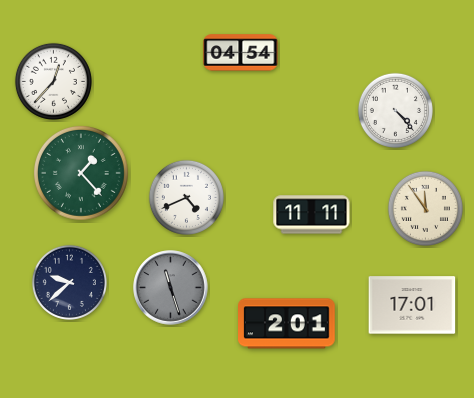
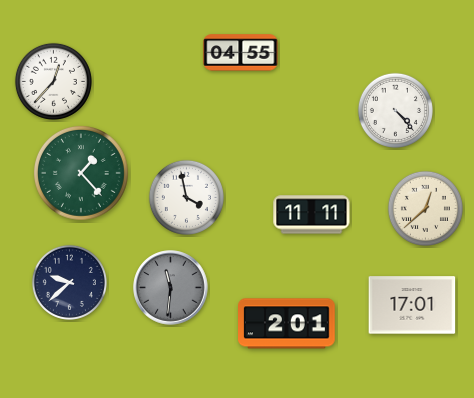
clock at (241, 53): 04:54 -> 04:55
clock at (186, 197): 4:41 -> 3:58
clock at (425, 208): 11:54 -> 12:38
clock at (171, 288): 11:27 -> 11:31
